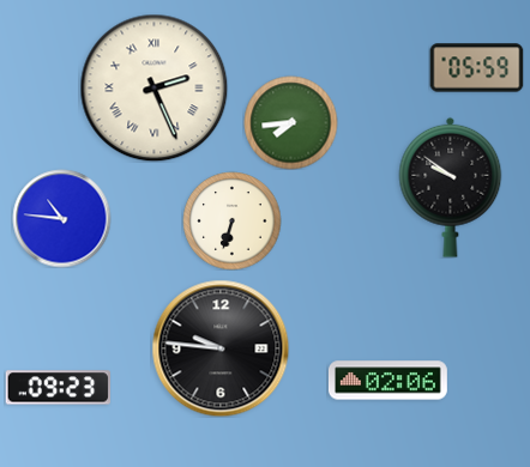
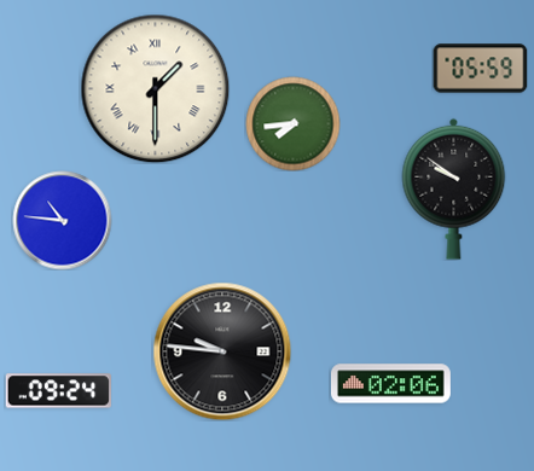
clock at (153, 87): 2:26 -> 1:30
clock at (231, 220): 6:33 -> none
clock at (58, 388): 09:23 -> 09:24
